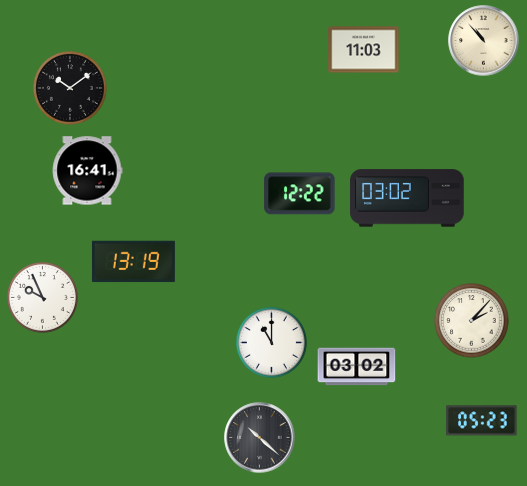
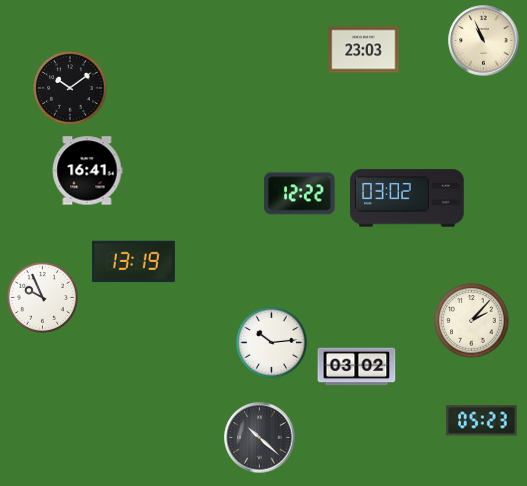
clock at (484, 41): 10:53 -> 10:56
clock at (364, 50): 11:03 -> 23:03
clock at (271, 342): 11:00 -> 10:14
